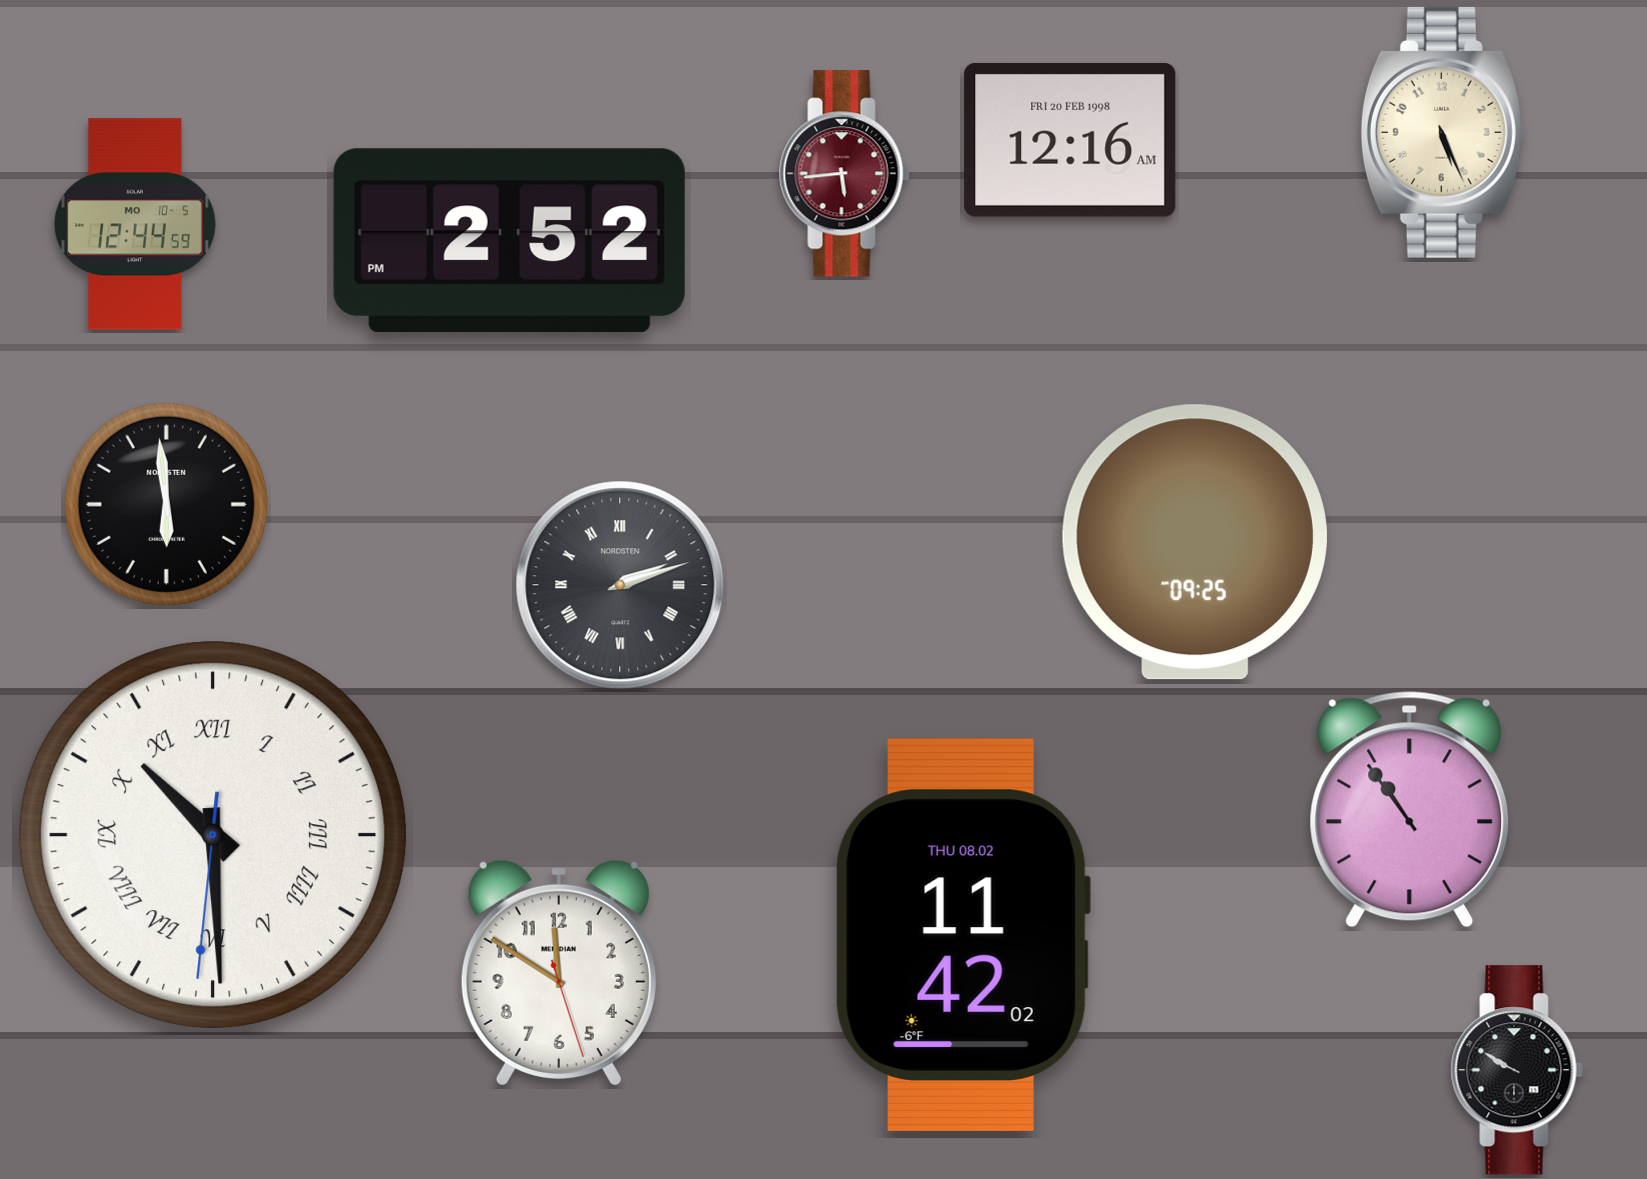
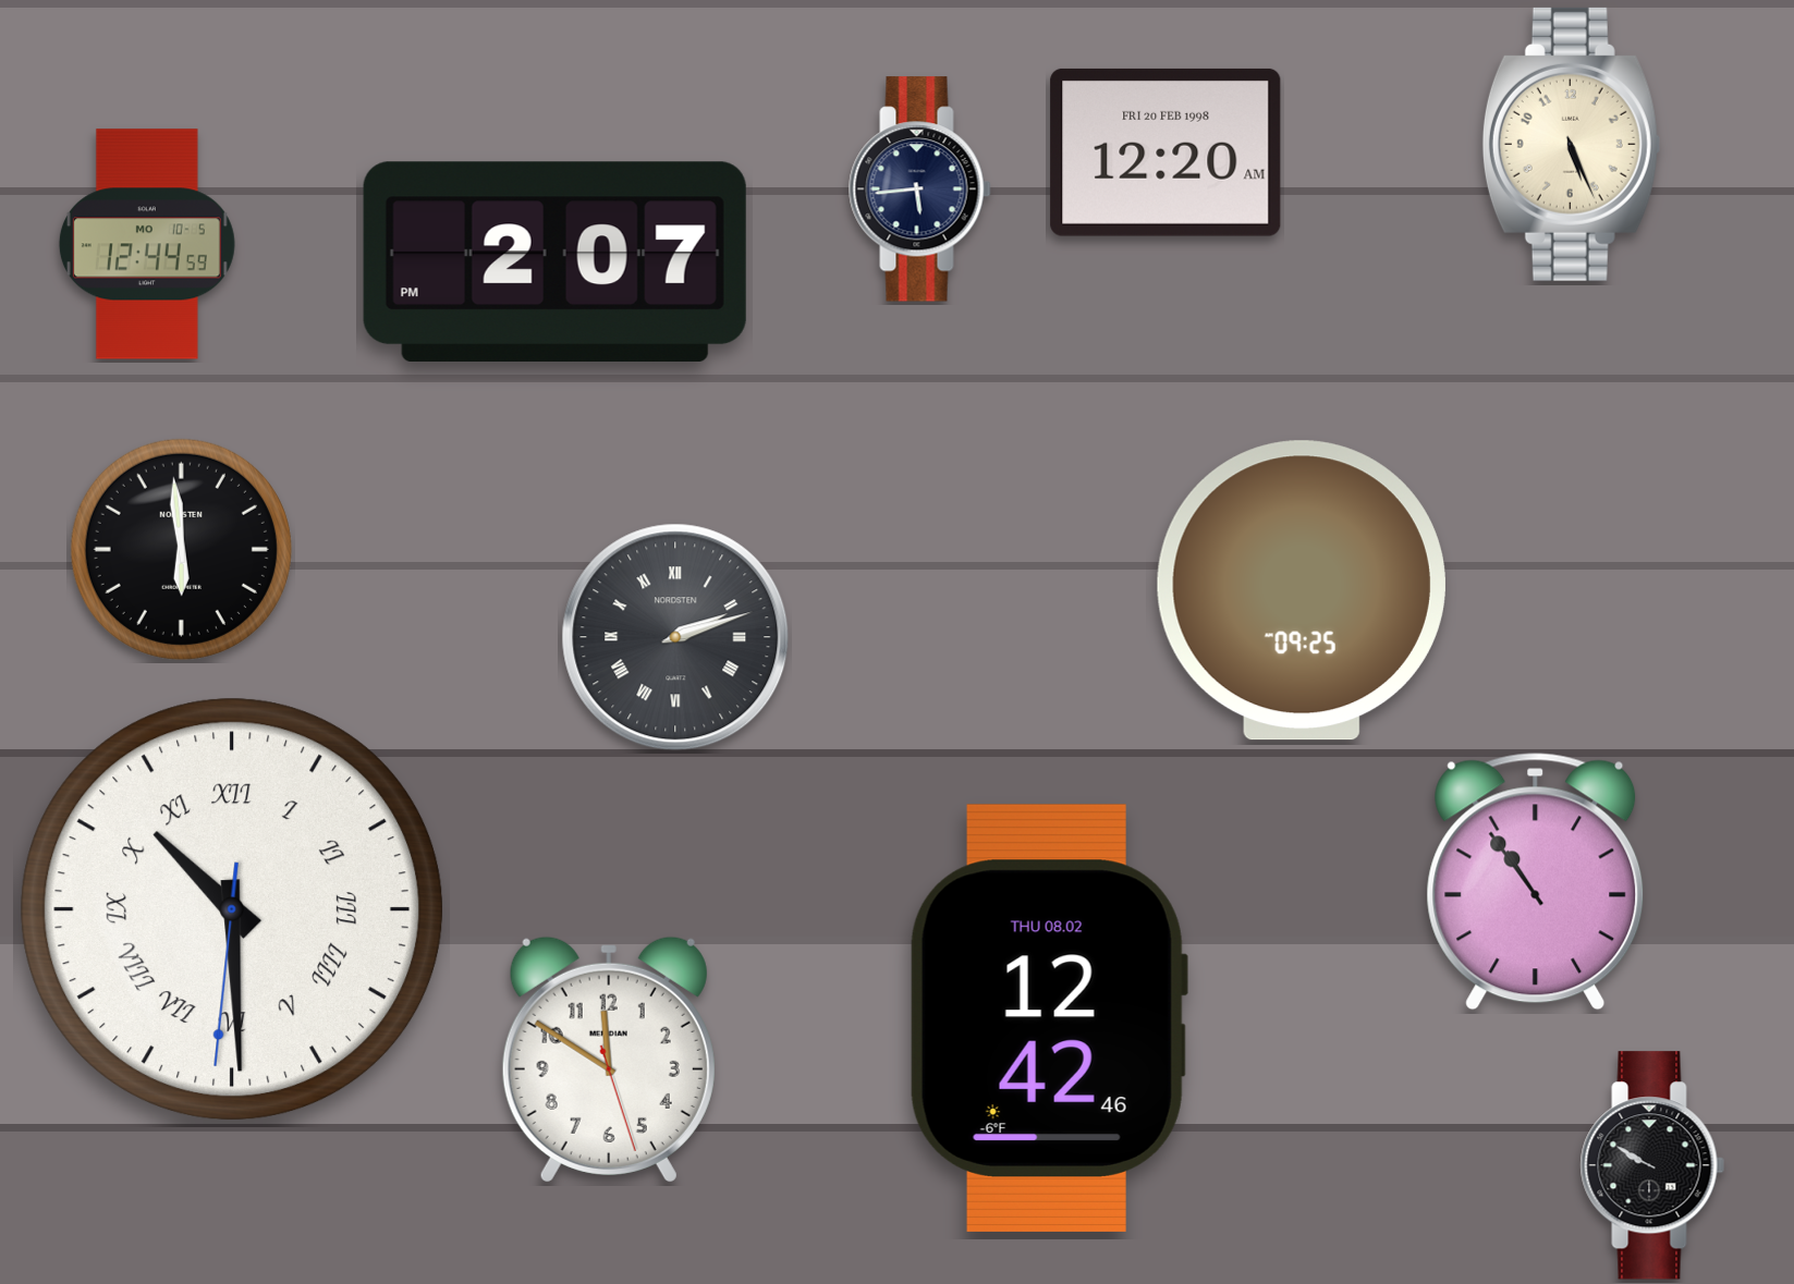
clock at (1070, 140): 12:16 -> 12:20
clock at (845, 174) dial: burgundy -> navy
clock at (509, 240): 2:52 -> 2:07
clock at (962, 935): 11:42 -> 12:42
